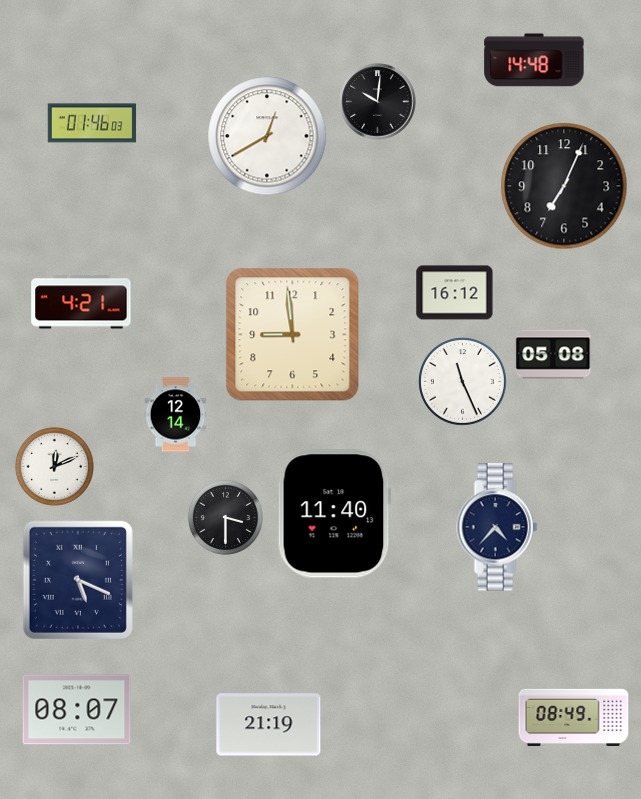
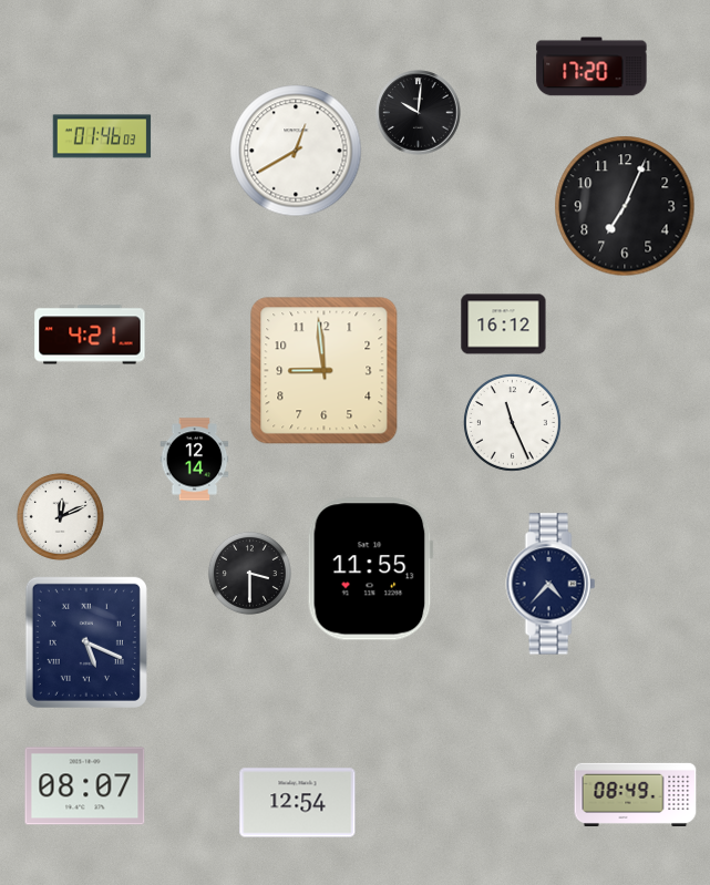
clock at (534, 60): 14:48 -> 17:20
clock at (553, 354): 05:08 -> none
clock at (334, 514): 11:40 -> 11:55
clock at (269, 725): 21:19 -> 12:54
